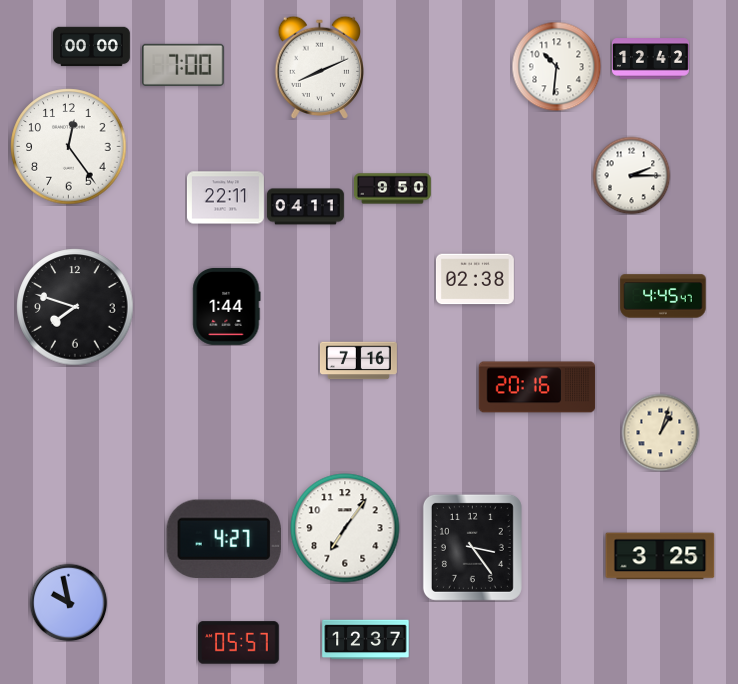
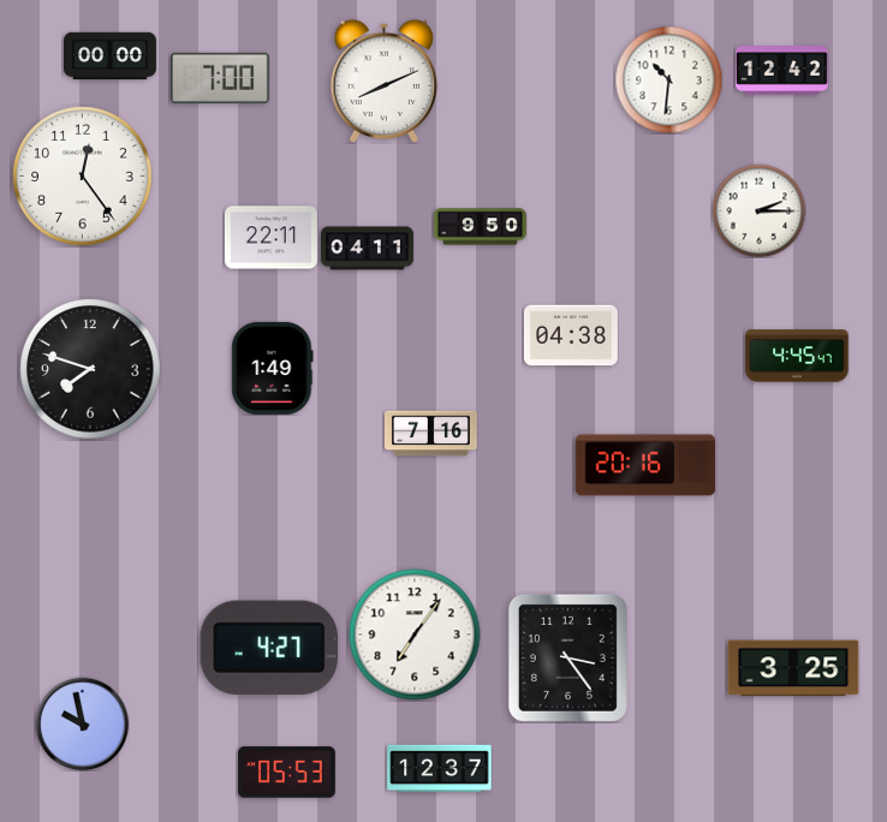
clock at (392, 189) position: (392, 189) -> (480, 227)
clock at (475, 279): 02:38 -> 04:38
clock at (227, 306): 1:44 -> 1:49
clock at (660, 432): 1:03 -> none
clock at (239, 643): 05:57 -> 05:53
